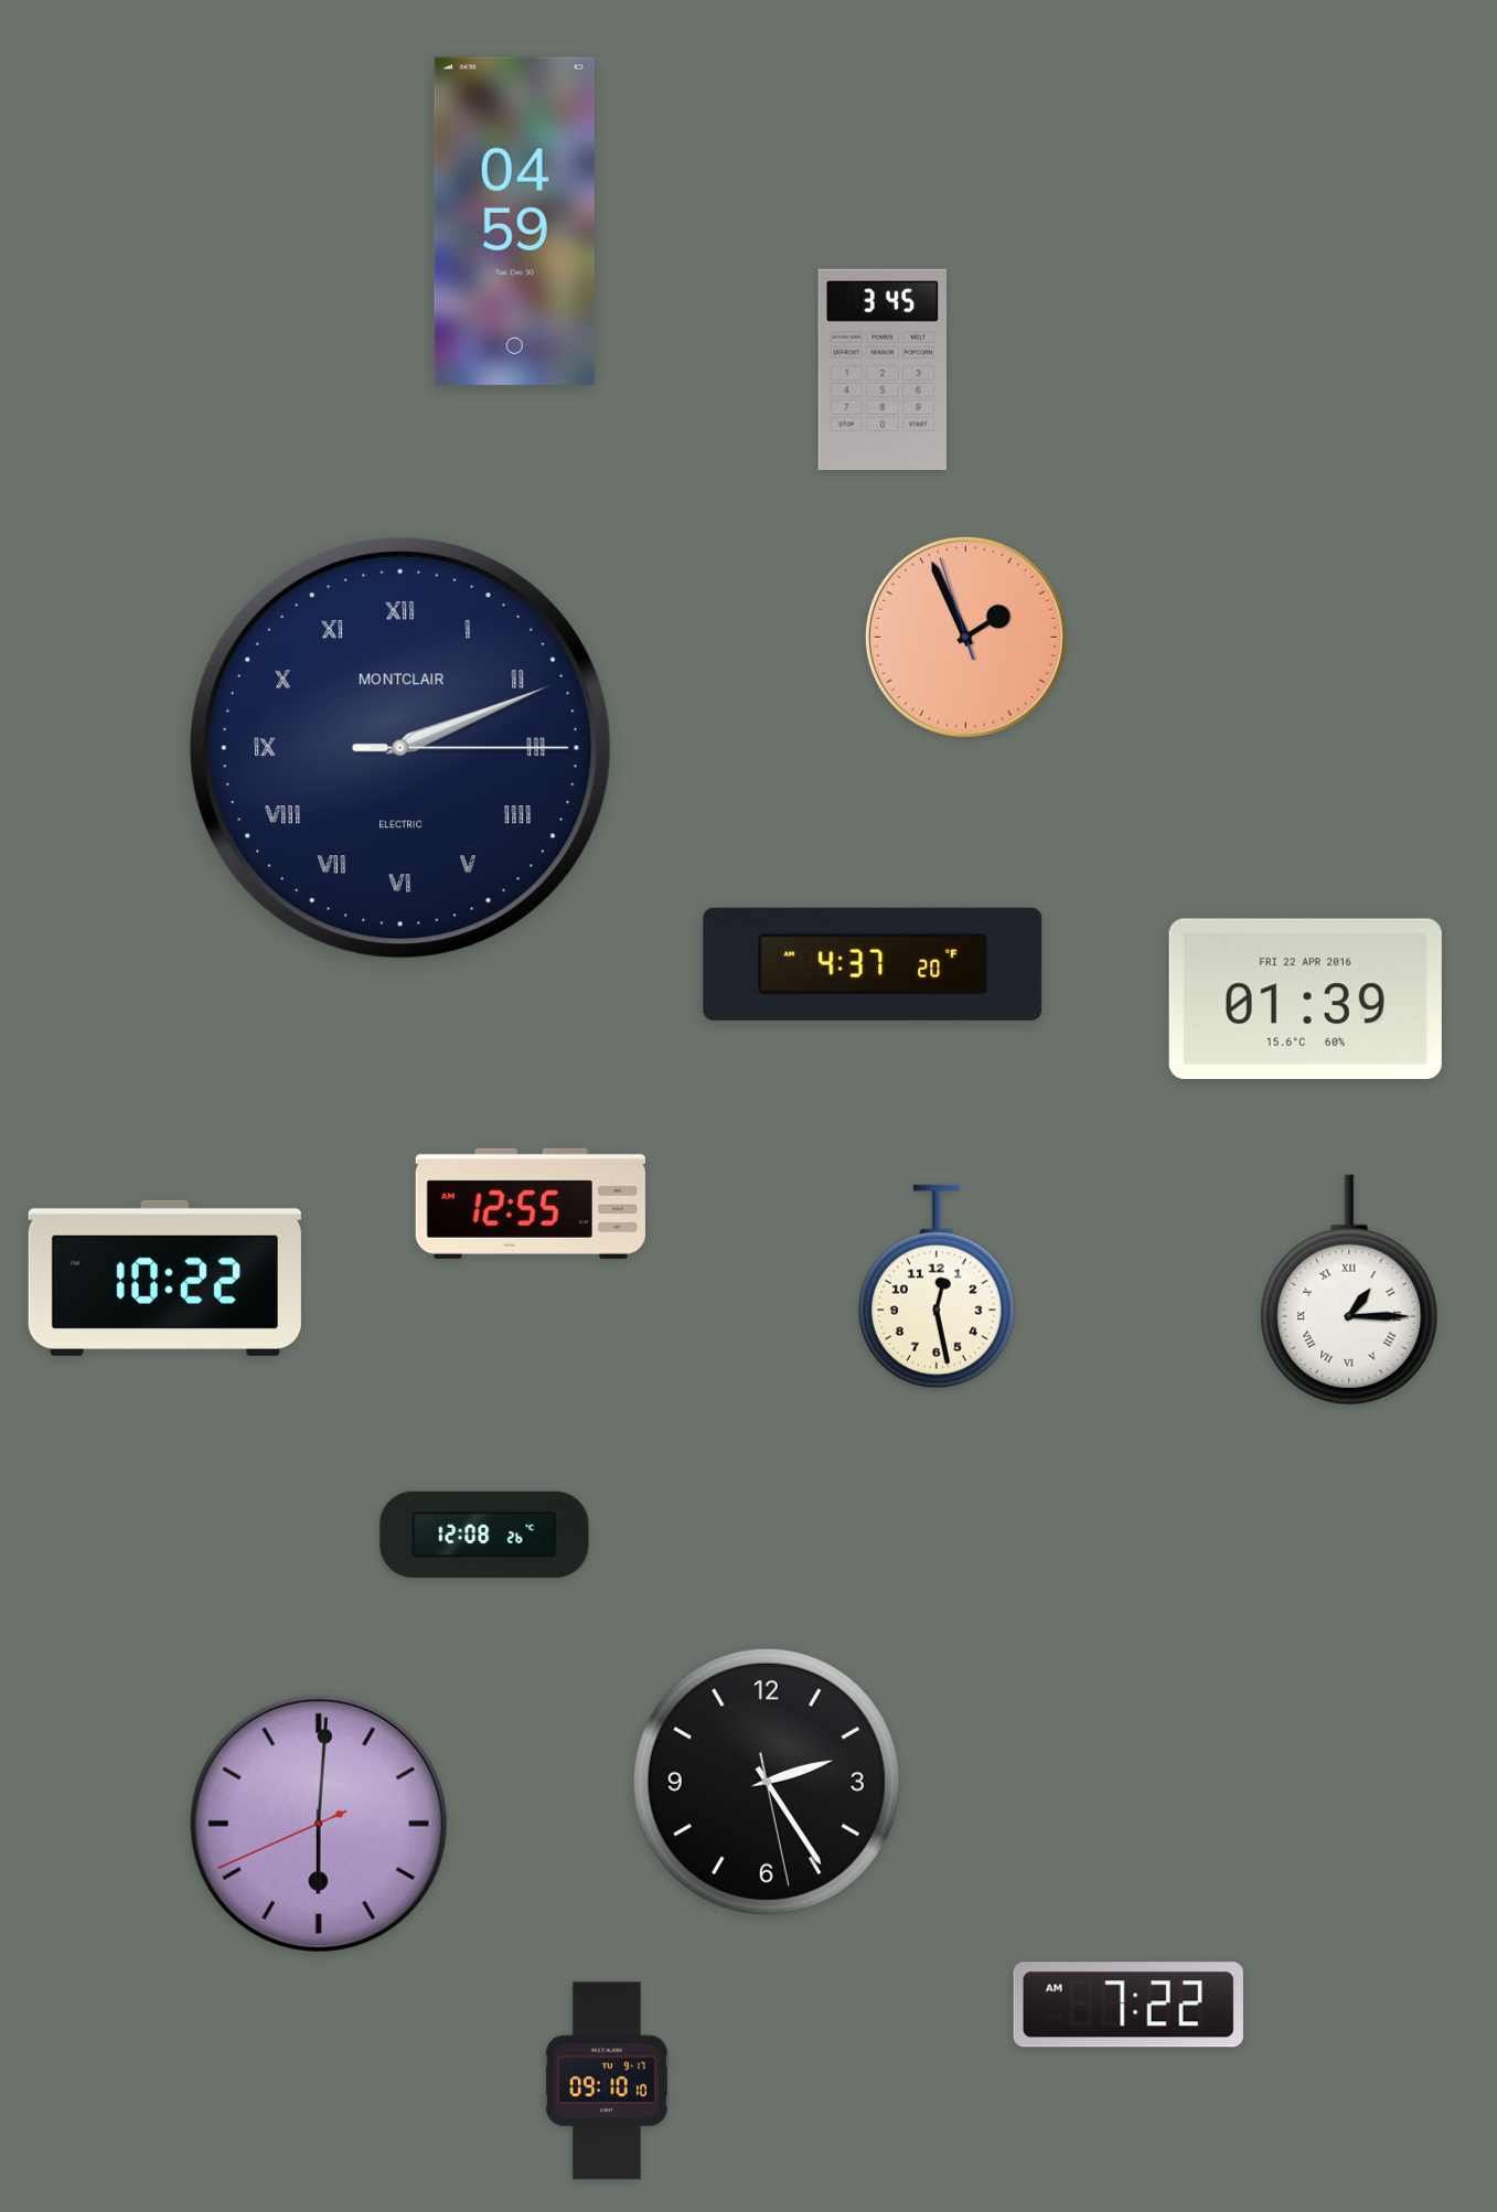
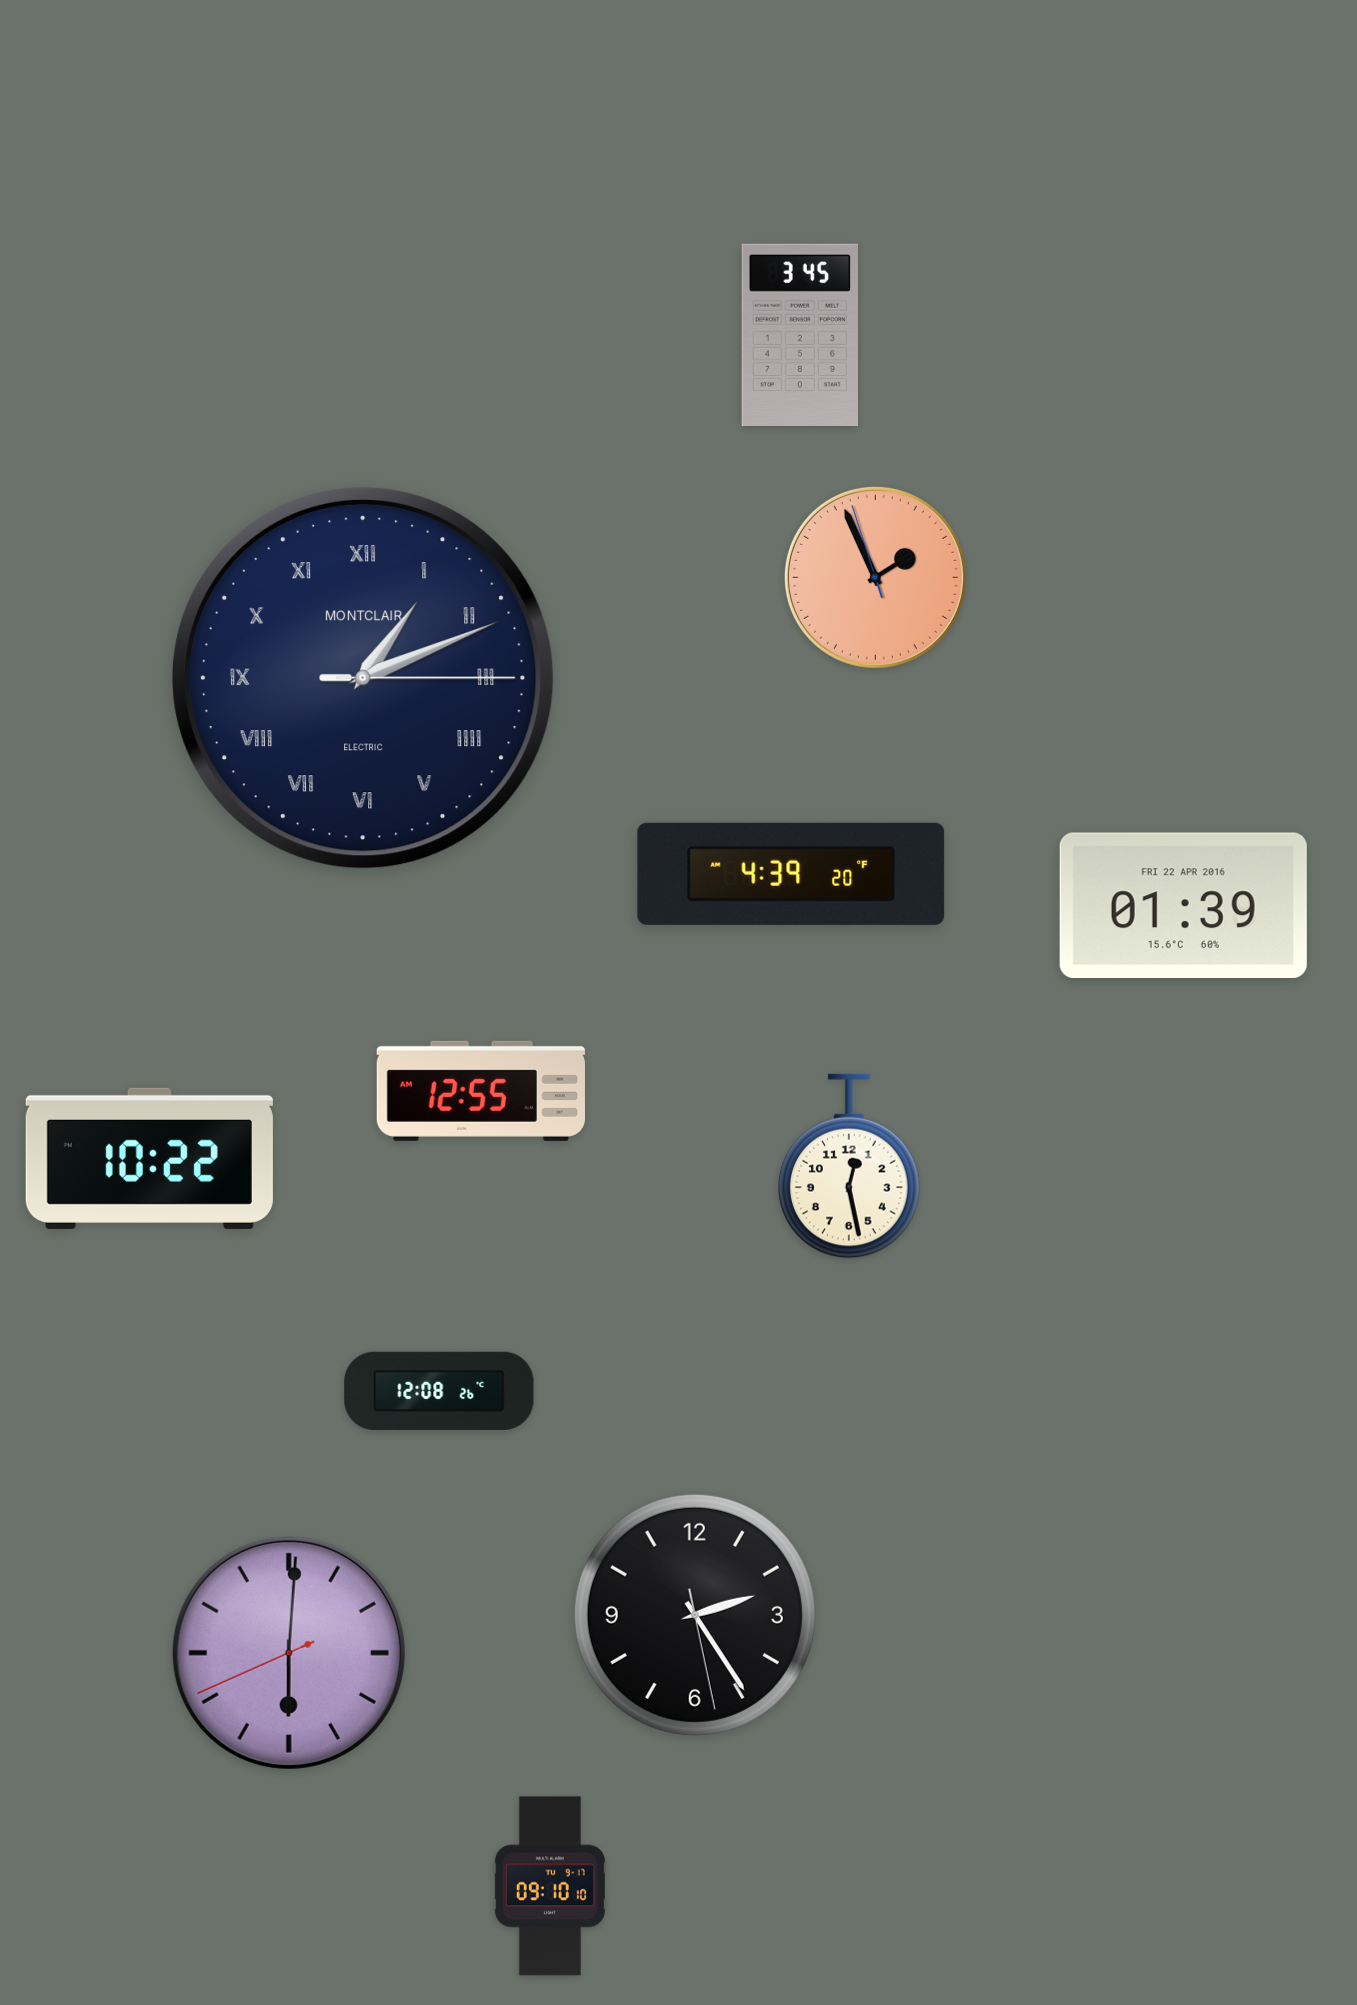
clock at (514, 221): 04:59 -> none
clock at (400, 748): 2:11 -> 1:11
clock at (873, 964): 4:37 -> 4:39
clock at (1349, 1290): 1:15 -> none
clock at (1129, 2005): 7:22 -> none
